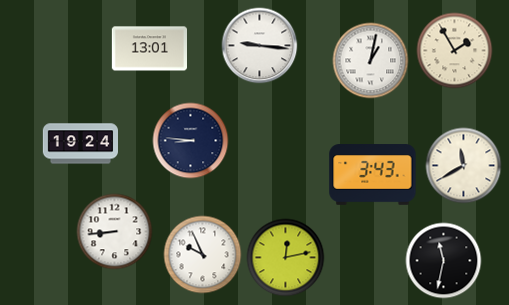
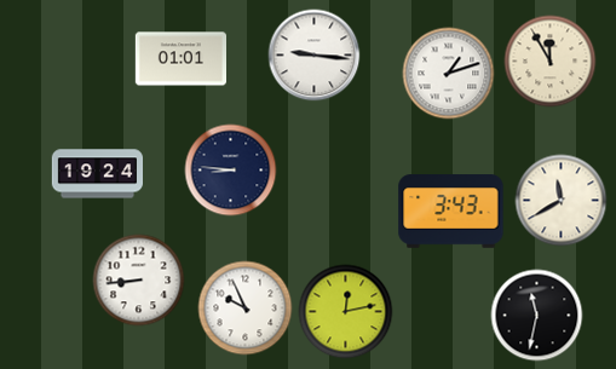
clock at (149, 49): 13:01 -> 01:01
clock at (455, 51): 1:55 -> 11:55
clock at (371, 61): 1:02 -> 1:12
